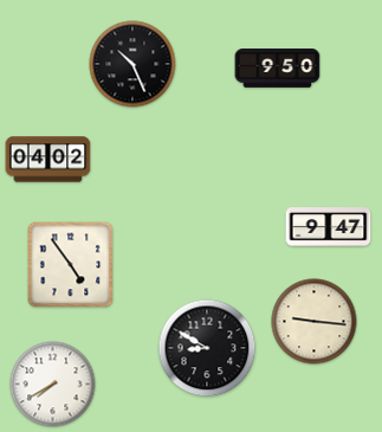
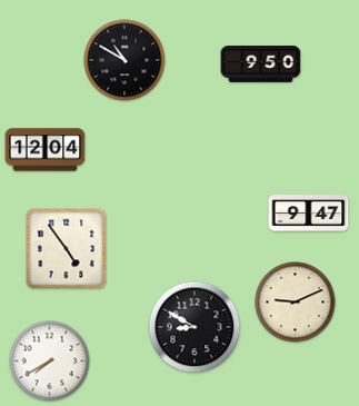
clock at (132, 64): 10:26 -> 10:50
clock at (48, 160): 04:02 -> 12:04
clock at (315, 322): 9:16 -> 9:11
